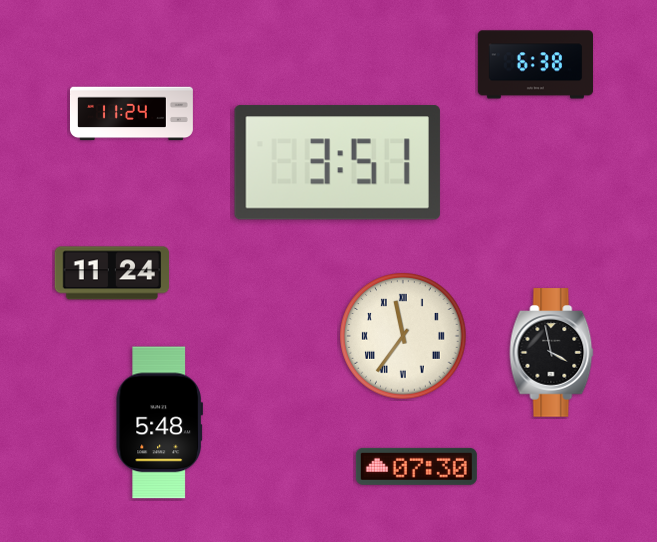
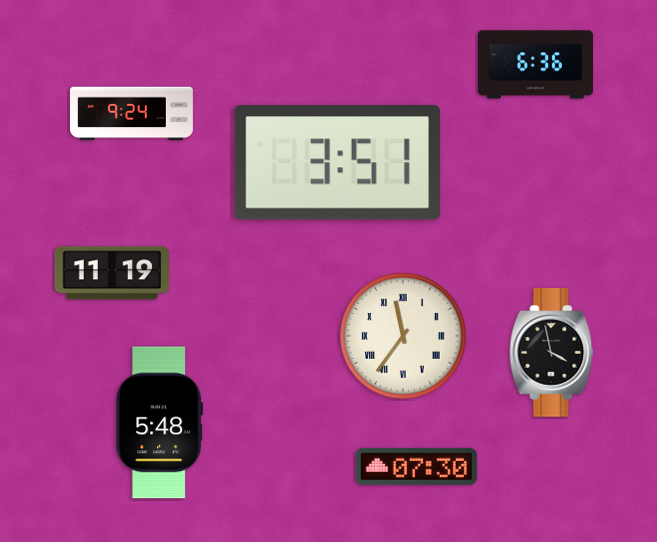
clock at (535, 65): 6:38 -> 6:36
clock at (131, 114): 11:24 -> 9:24
clock at (111, 273): 11:24 -> 11:19
